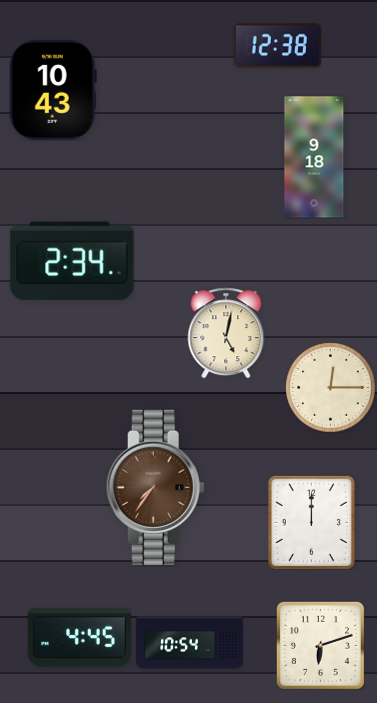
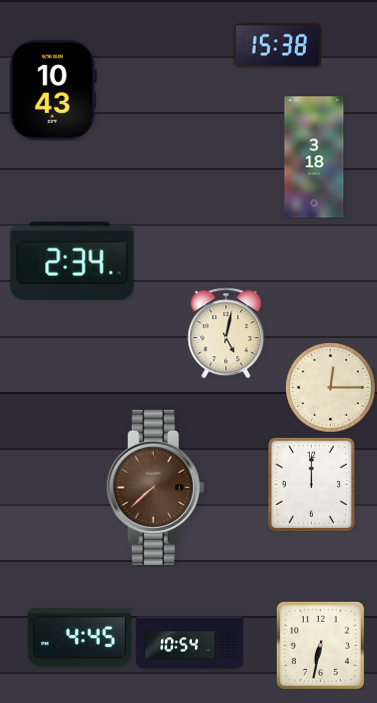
clock at (277, 46): 12:38 -> 15:38
clock at (314, 157): 9:18 -> 3:18
clock at (155, 487): 7:36 -> 7:38
clock at (311, 522) position: (311, 522) -> (311, 484)
clock at (320, 645): 6:12 -> 6:32
